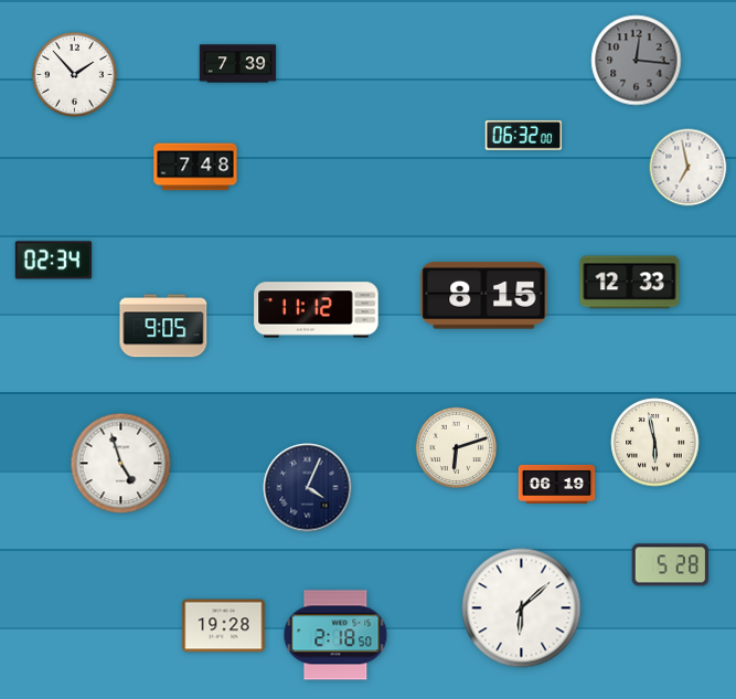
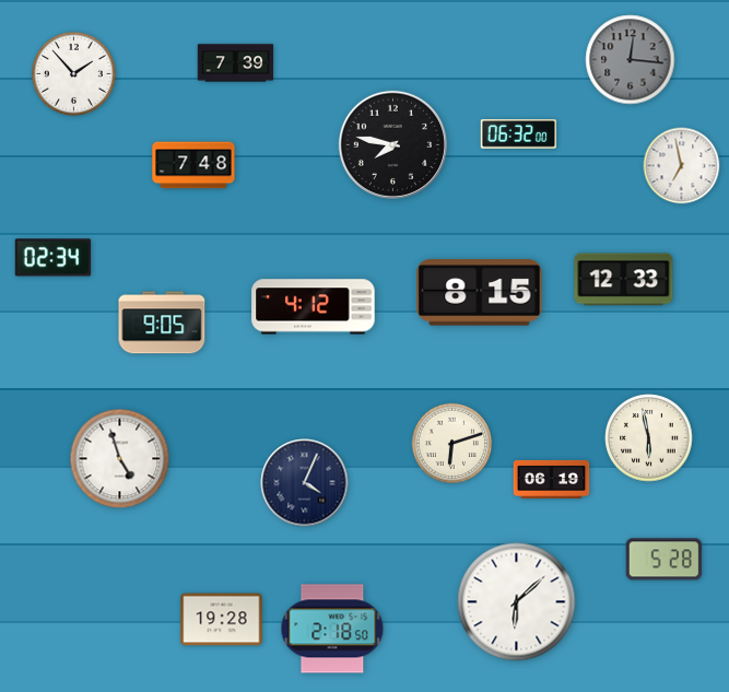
clock at (392, 144): none -> 7:47
clock at (317, 310): 11:12 -> 4:12
